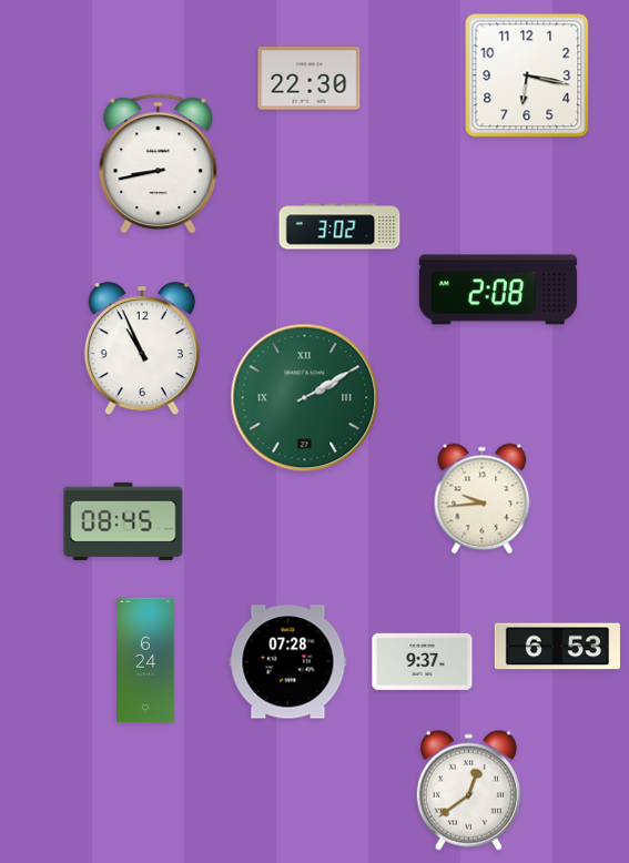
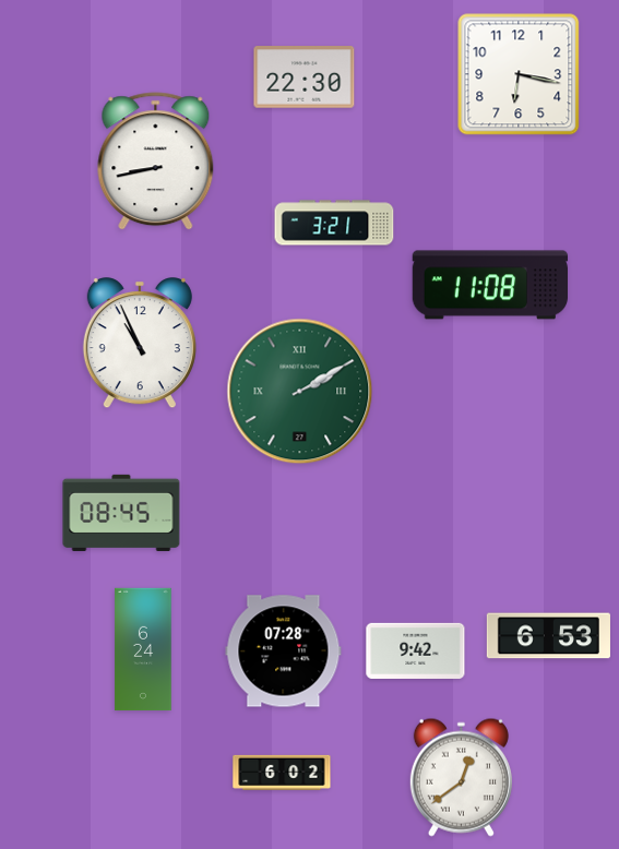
clock at (339, 226): 3:02 -> 3:21
clock at (498, 290): 2:08 -> 11:08
clock at (483, 499): 9:44 -> none
clock at (423, 661): 9:37 -> 9:42
clock at (282, 773): none -> 6:02
